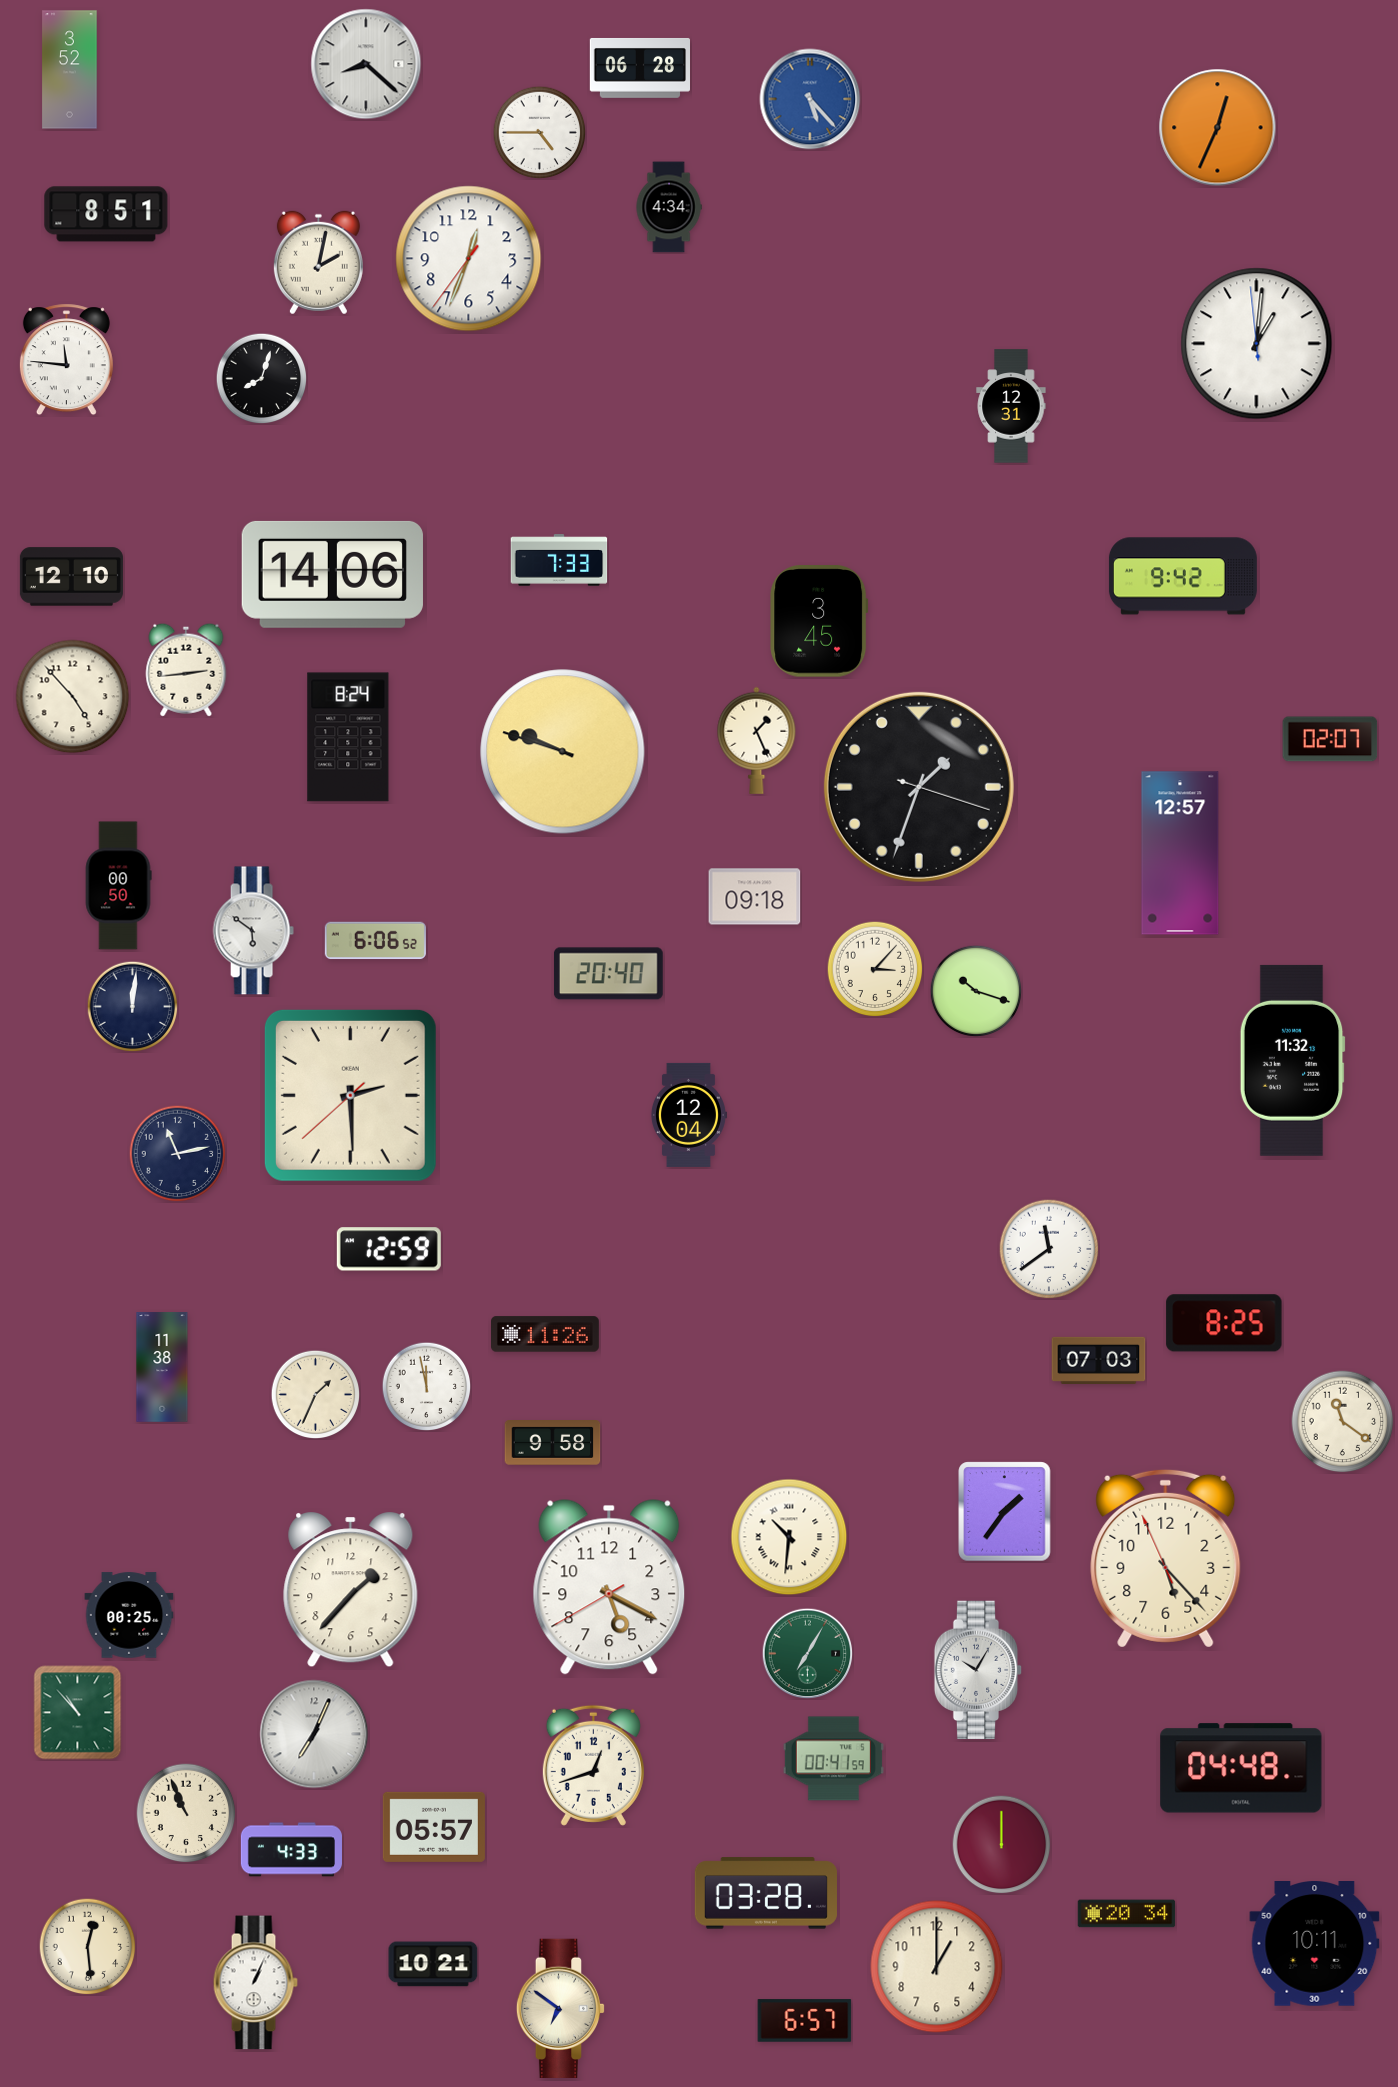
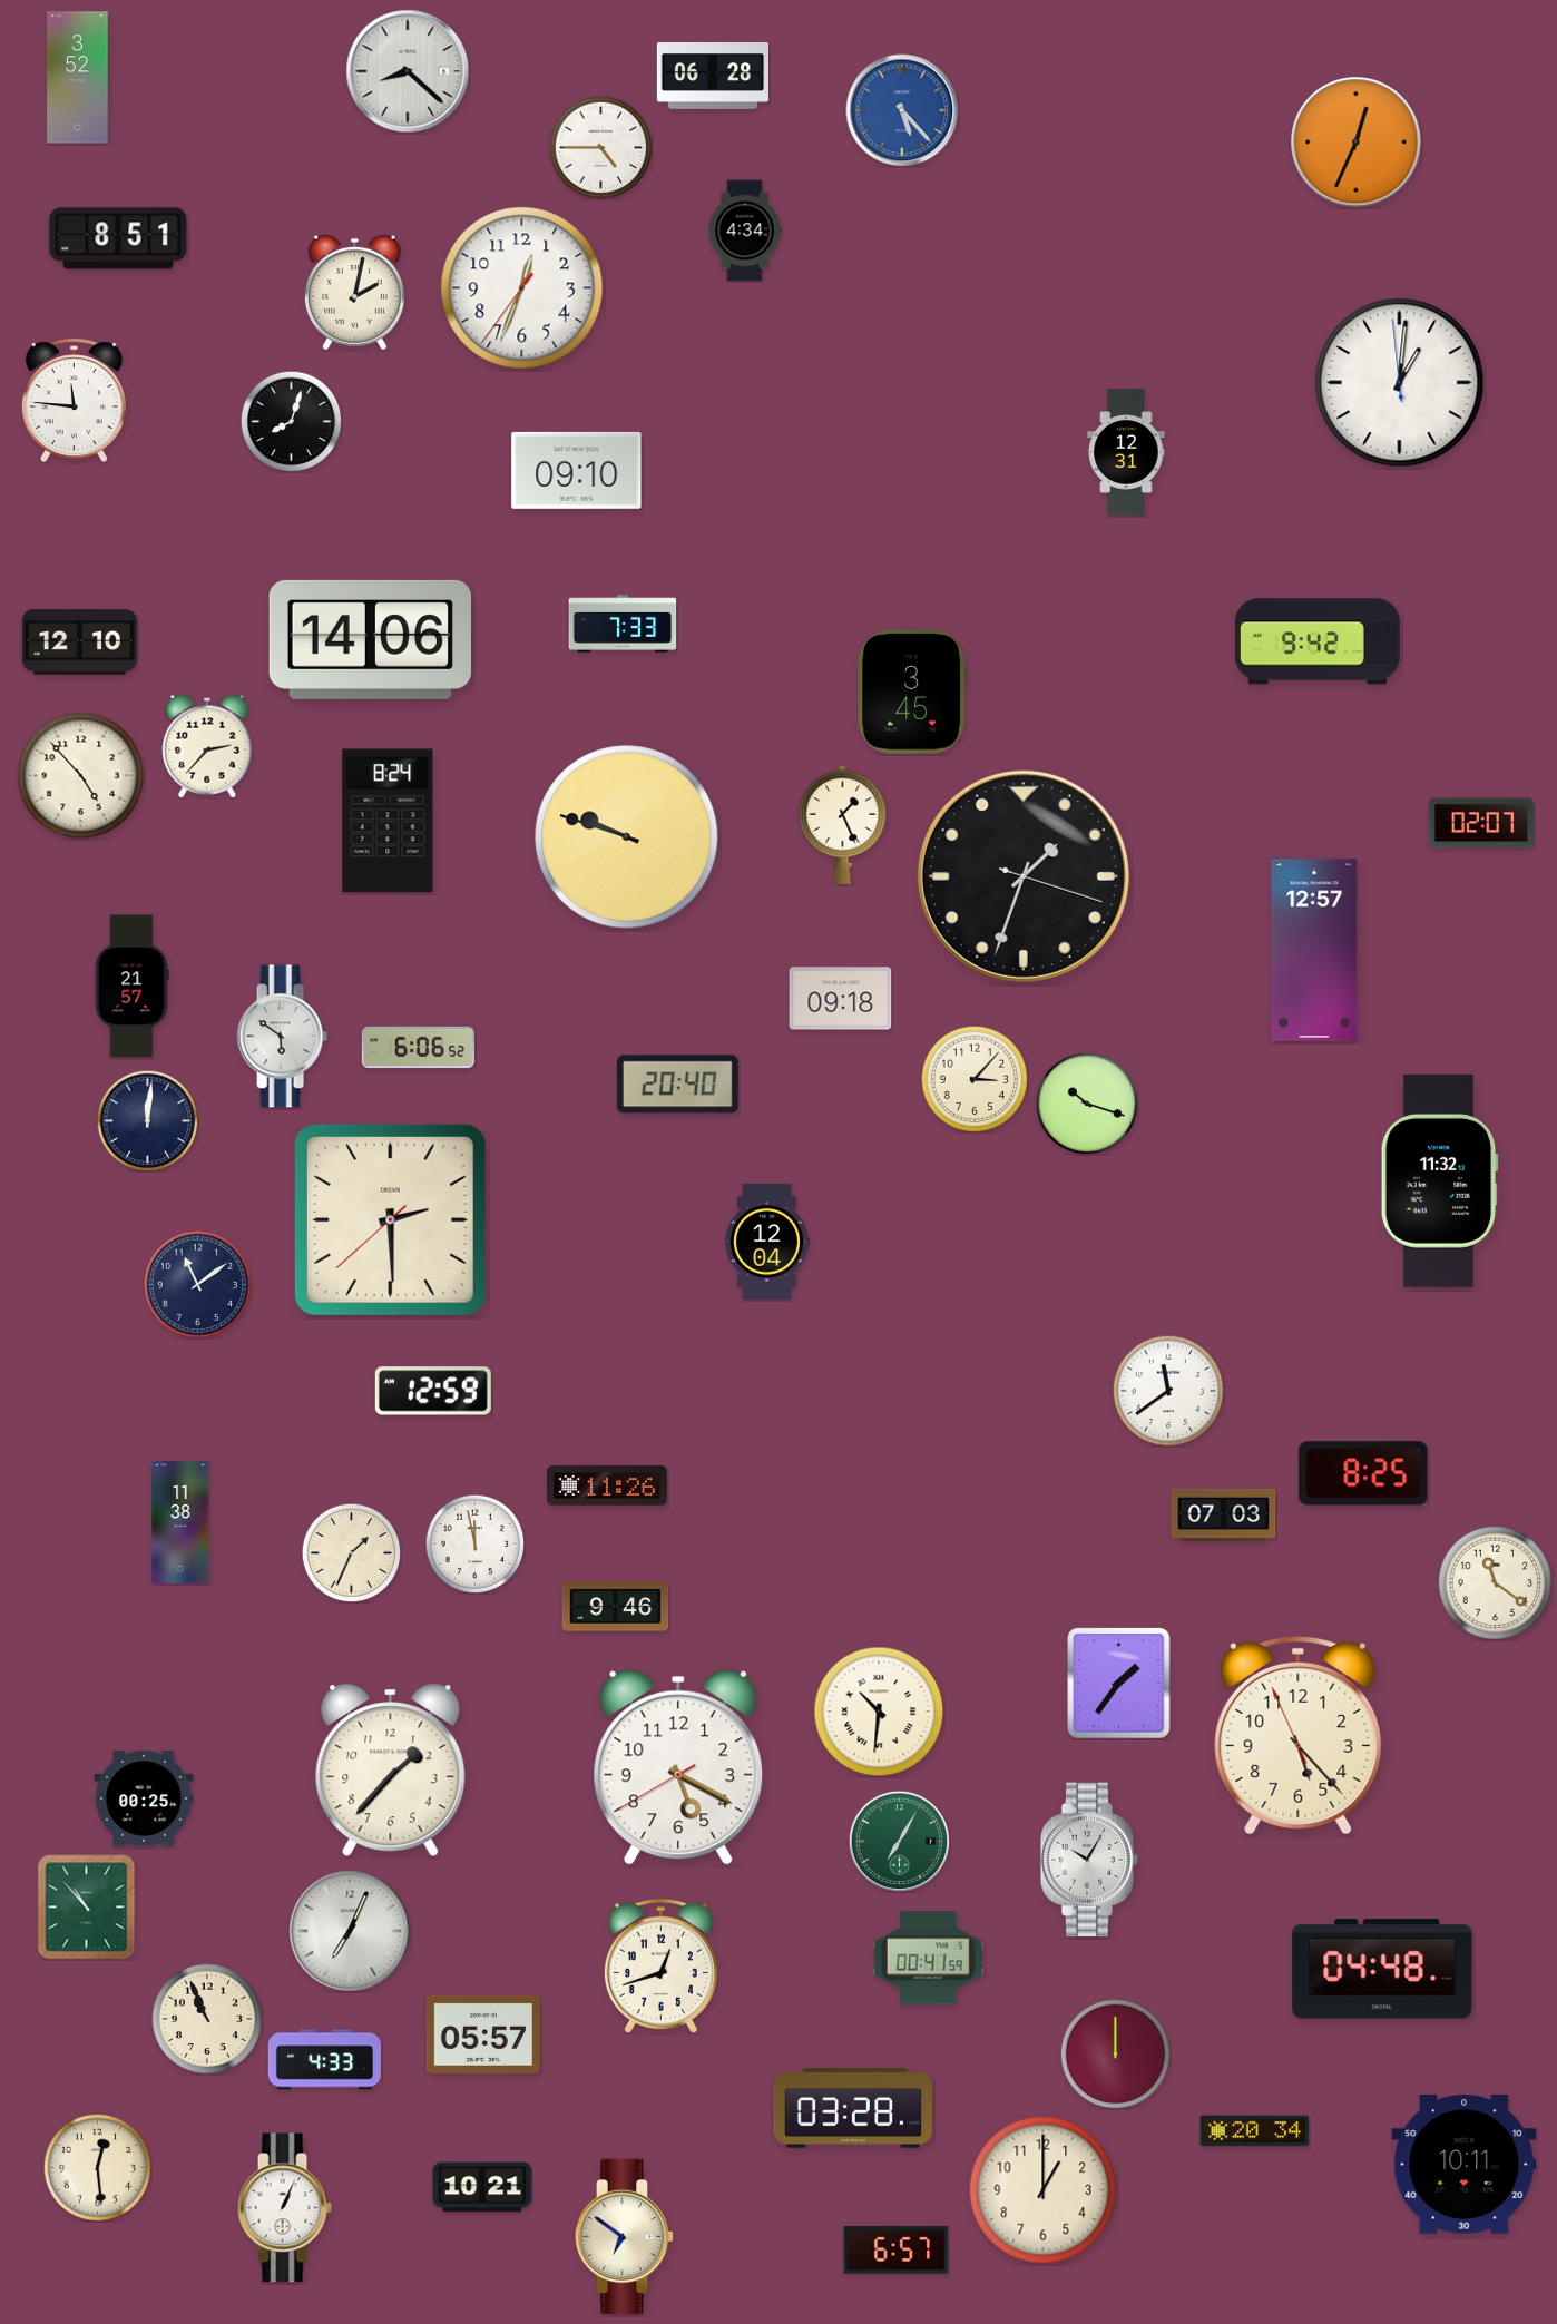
clock at (577, 470): none -> 09:10
clock at (186, 670): 2:44 -> 2:37
clock at (118, 886): 00:50 -> 21:57
clock at (177, 1153): 11:13 -> 11:09
clock at (553, 1443): 9:58 -> 9:46
